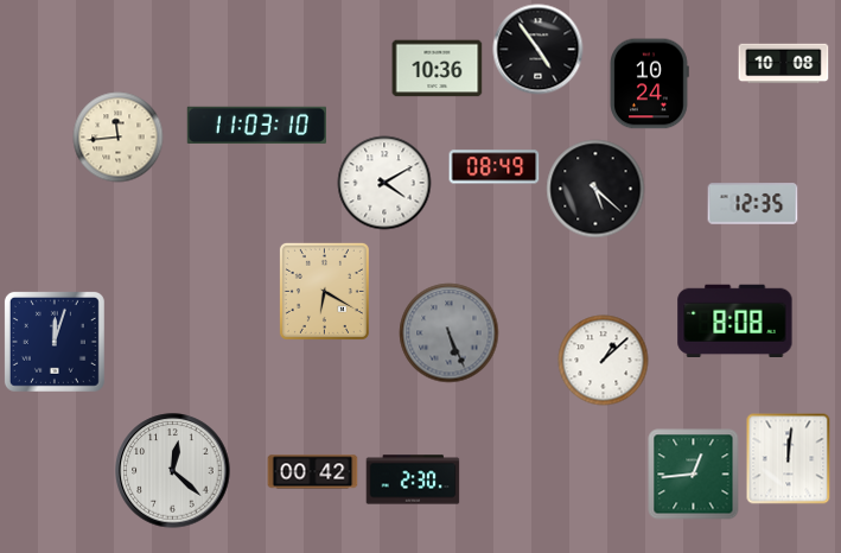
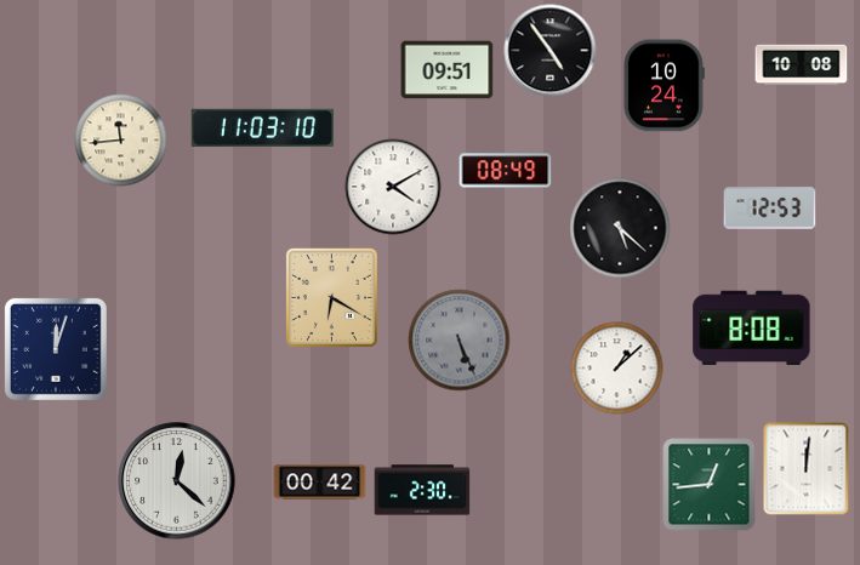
clock at (438, 69): 10:36 -> 09:51
clock at (595, 189) position: (595, 189) -> (620, 228)
clock at (753, 204): 12:35 -> 12:53
